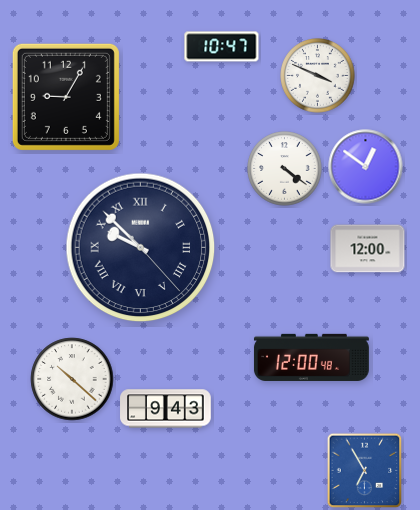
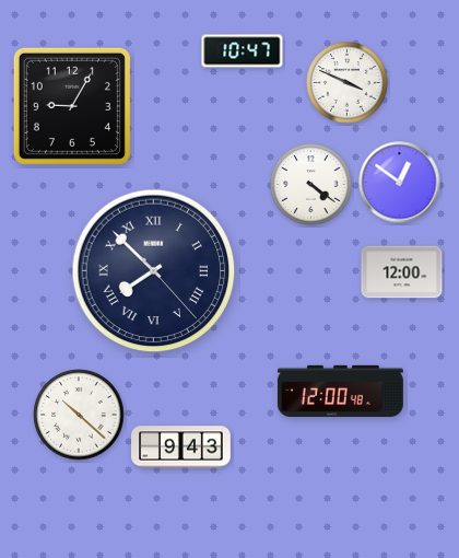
clock at (141, 248): 9:52 -> 7:52
clock at (365, 471): 6:55 -> none
